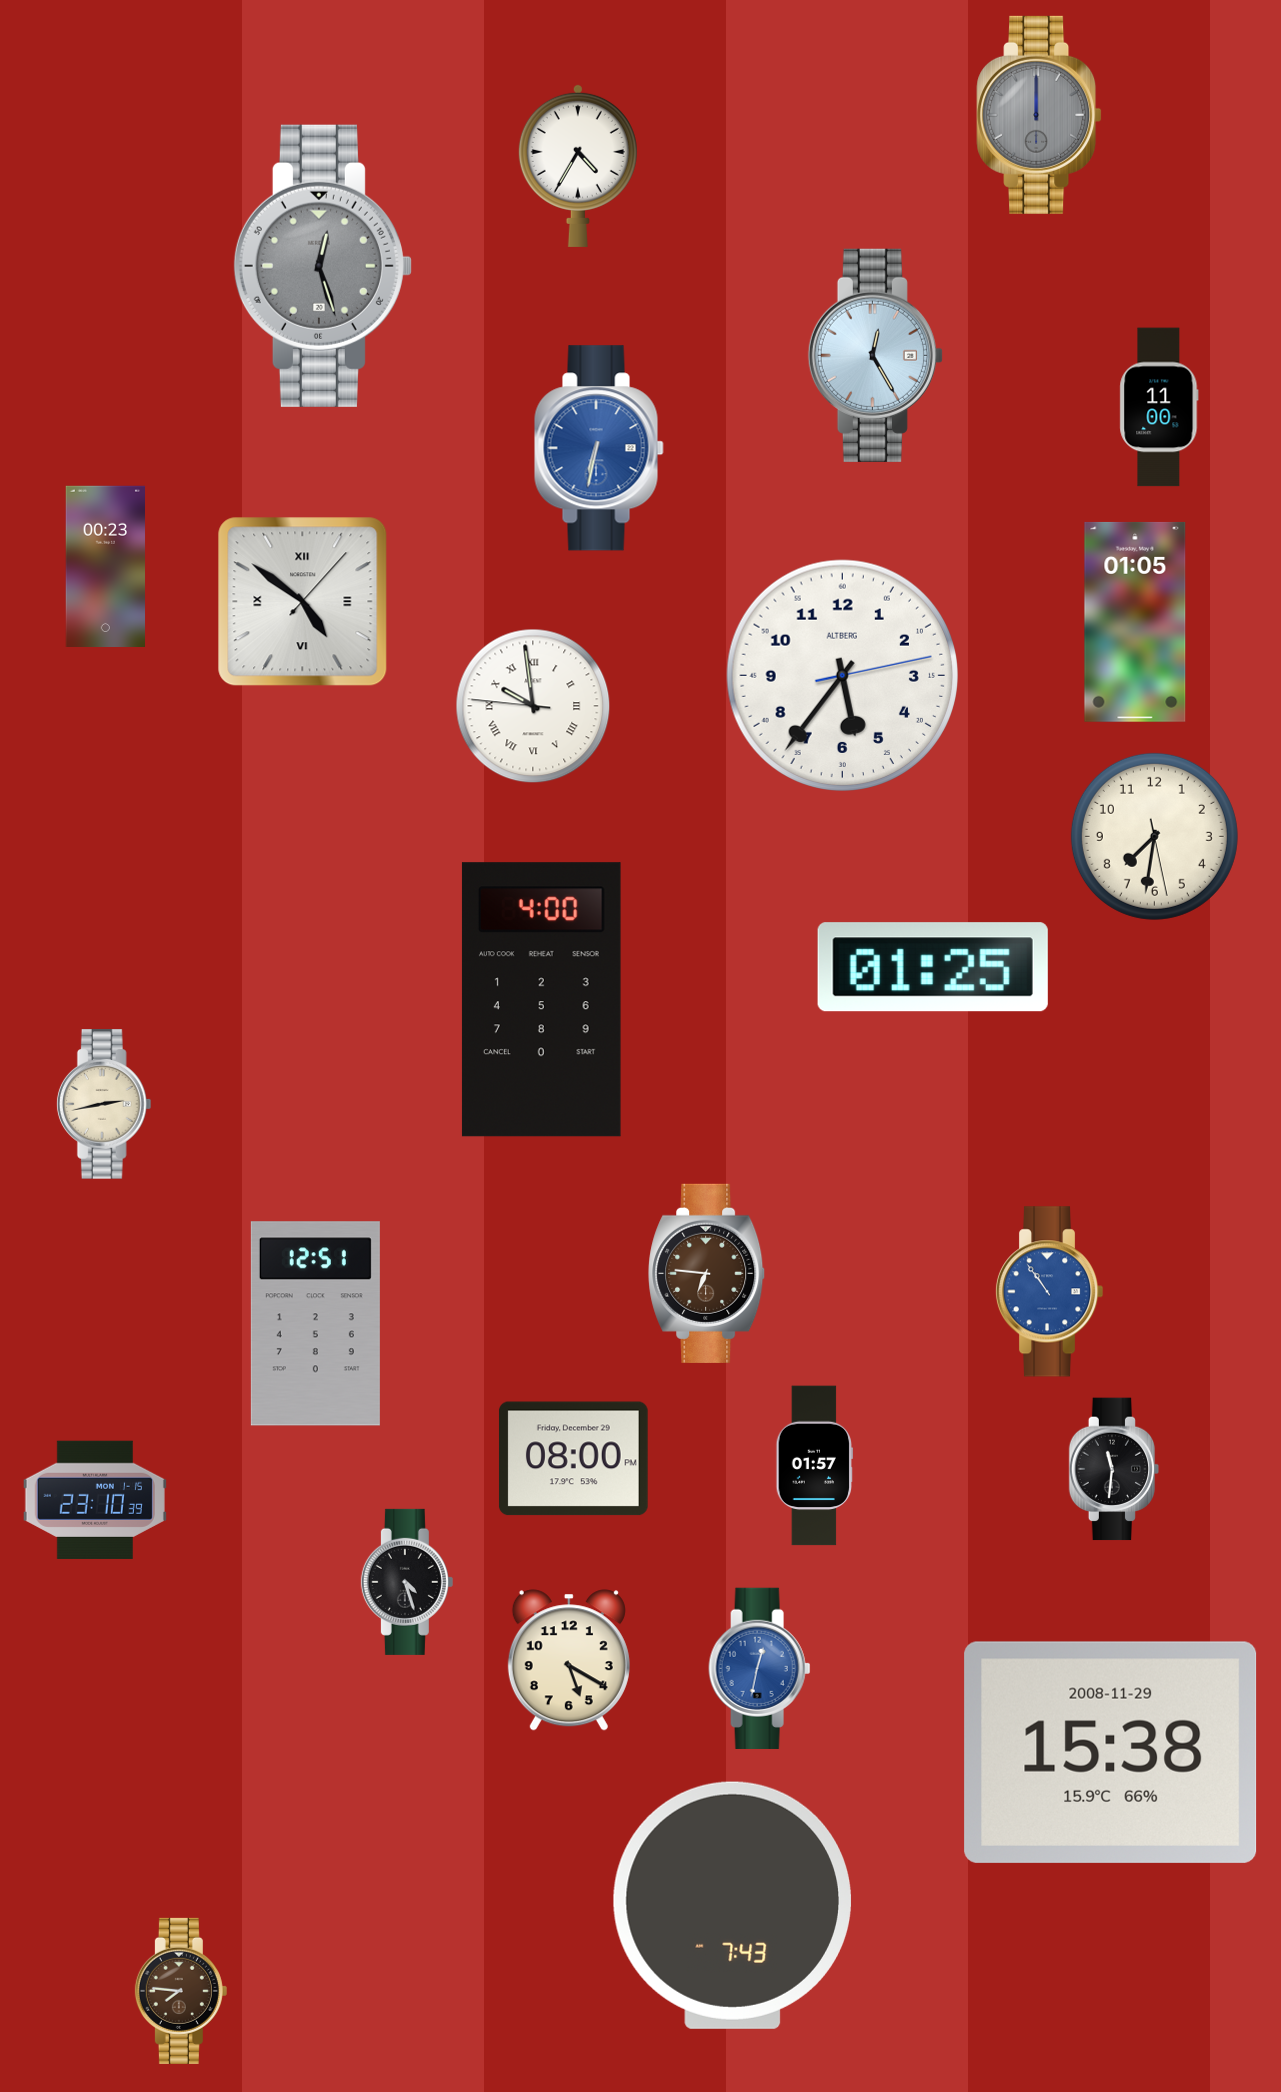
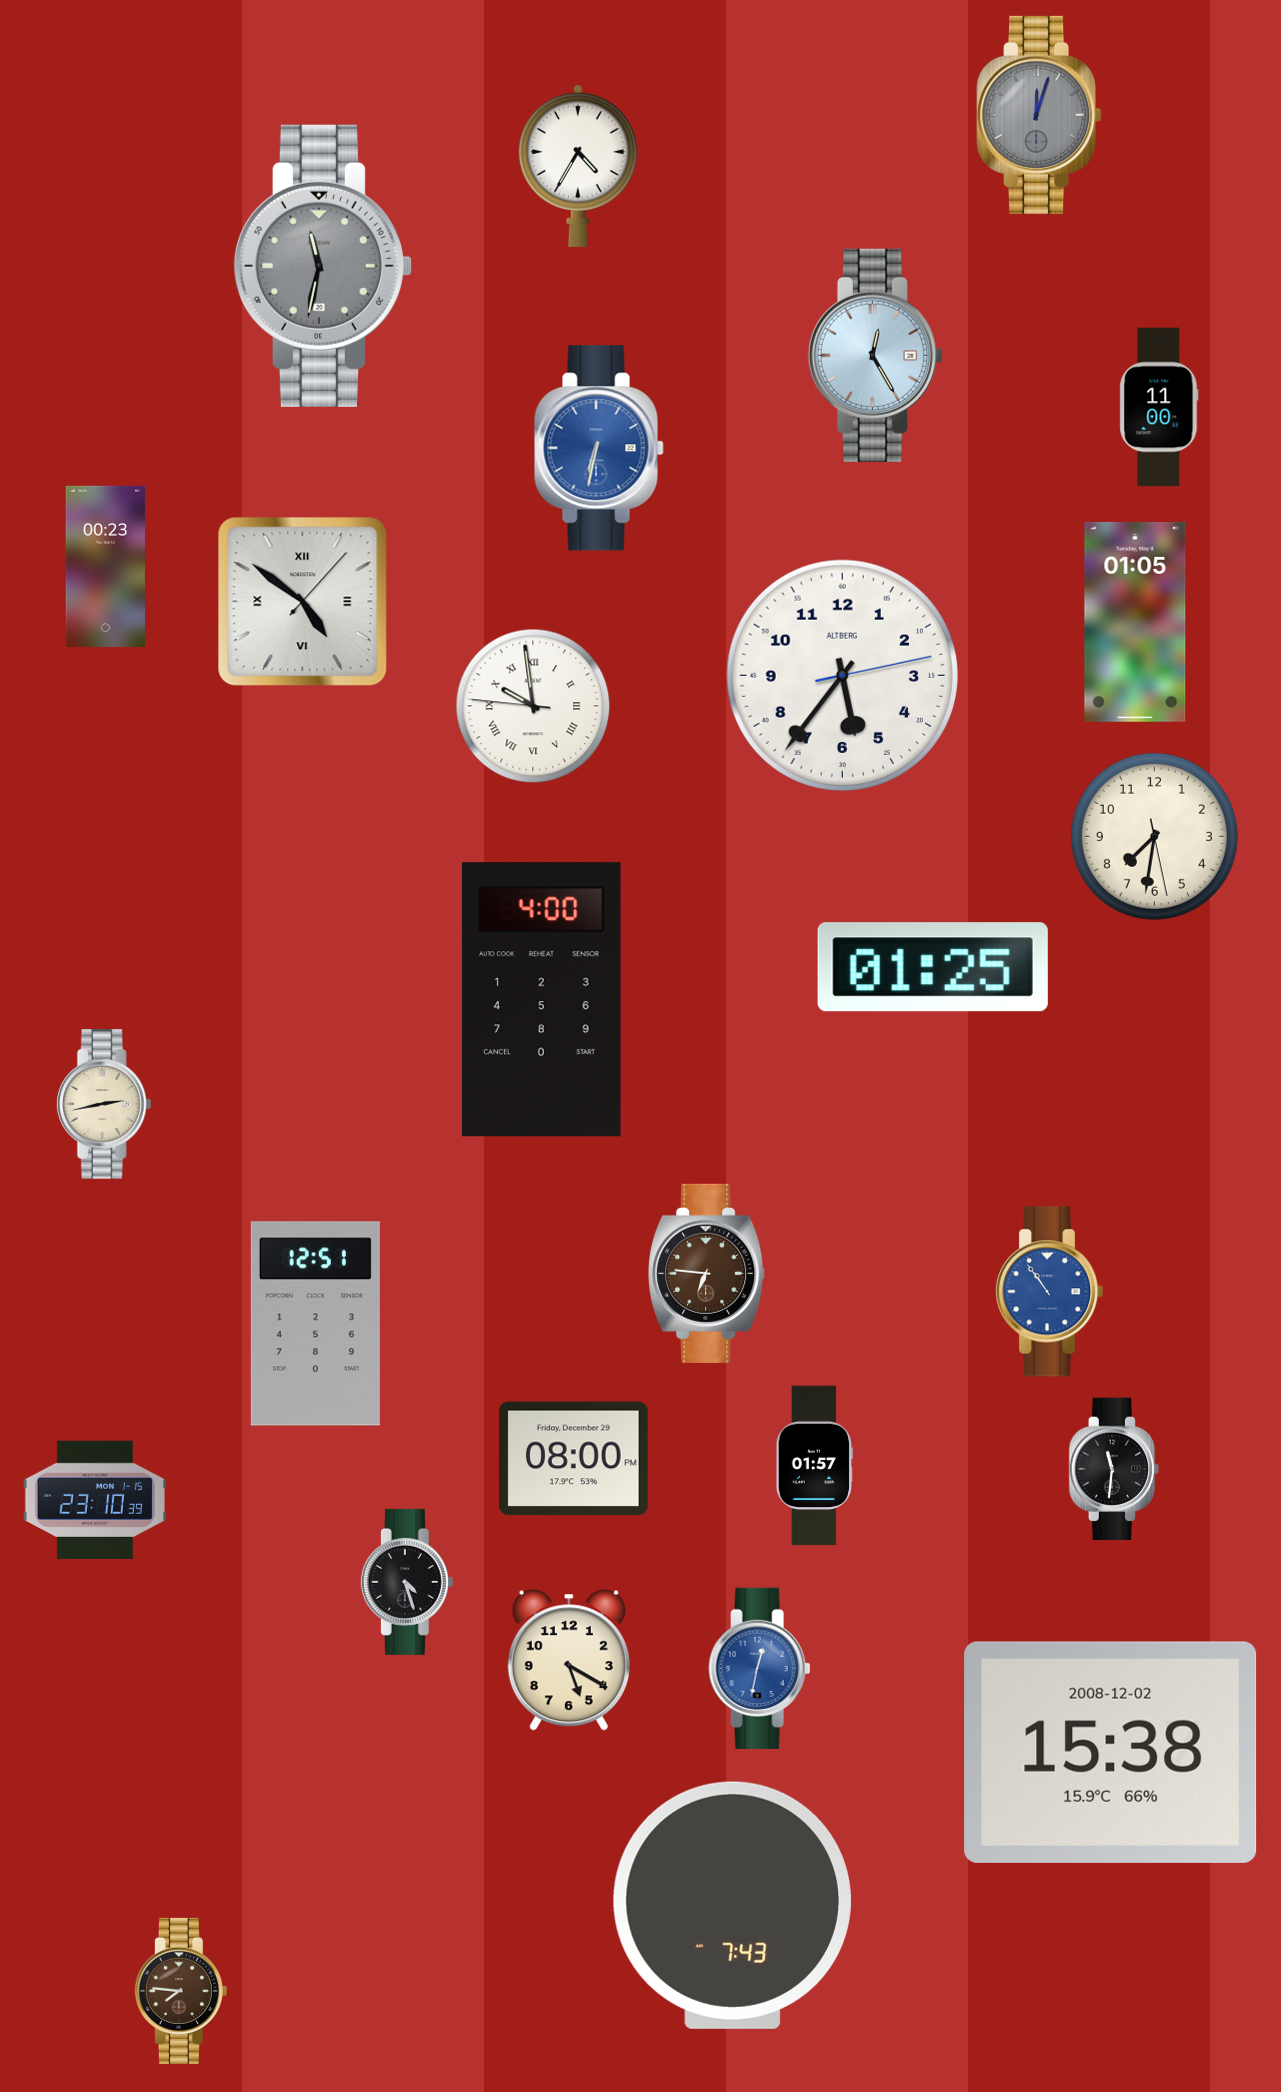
clock at (1039, 115): 12:00 -> 12:03
clock at (323, 266): 12:27 -> 11:32
clock at (1111, 1752) date: 2008-11-29 -> 2008-12-02
